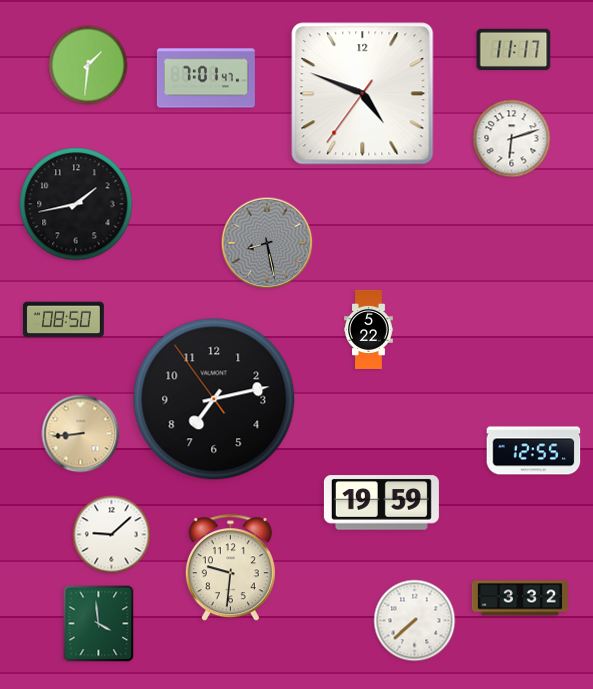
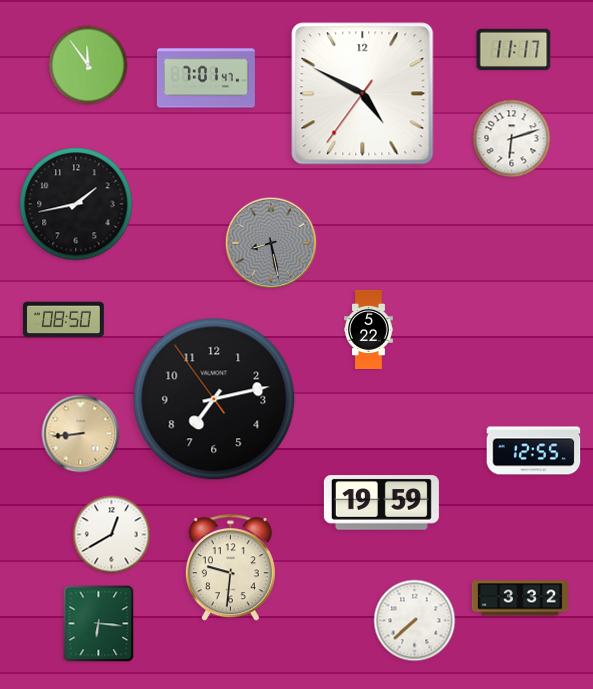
clock at (88, 65): 1:31 -> 11:54
clock at (363, 94): 4:48 -> 4:49
clock at (267, 243) position: (267, 243) -> (271, 243)
clock at (112, 535): 9:08 -> 12:40
clock at (99, 624): 3:59 -> 6:16
